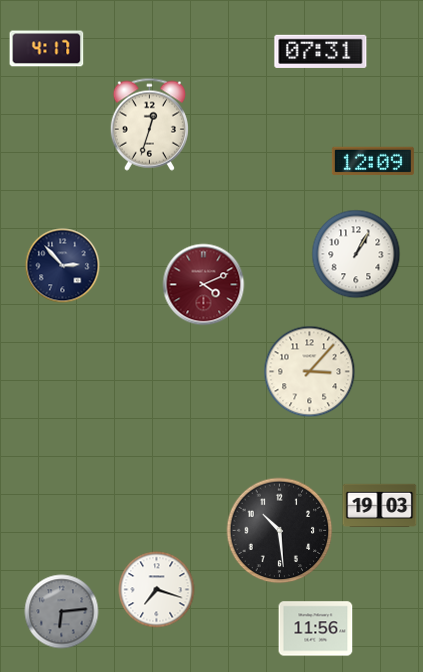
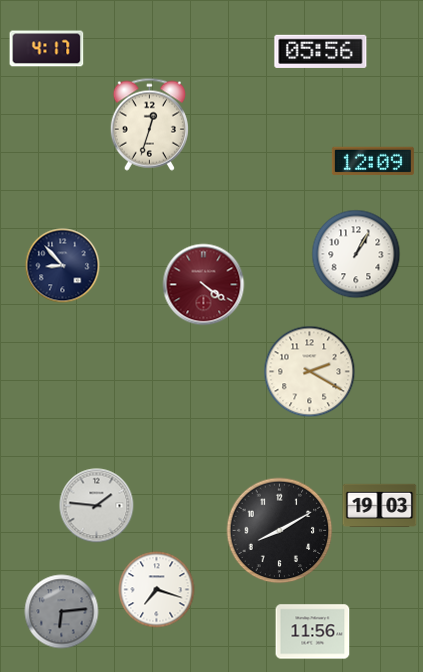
clock at (321, 51): 07:31 -> 05:56
clock at (63, 266): 2:53 -> 8:53
clock at (204, 285): 4:11 -> 4:21
clock at (310, 372): 3:07 -> 2:20
clock at (97, 506): none -> 1:46
clock at (280, 531): 10:29 -> 8:10
clock at (316, 629) position: (316, 629) -> (313, 632)
